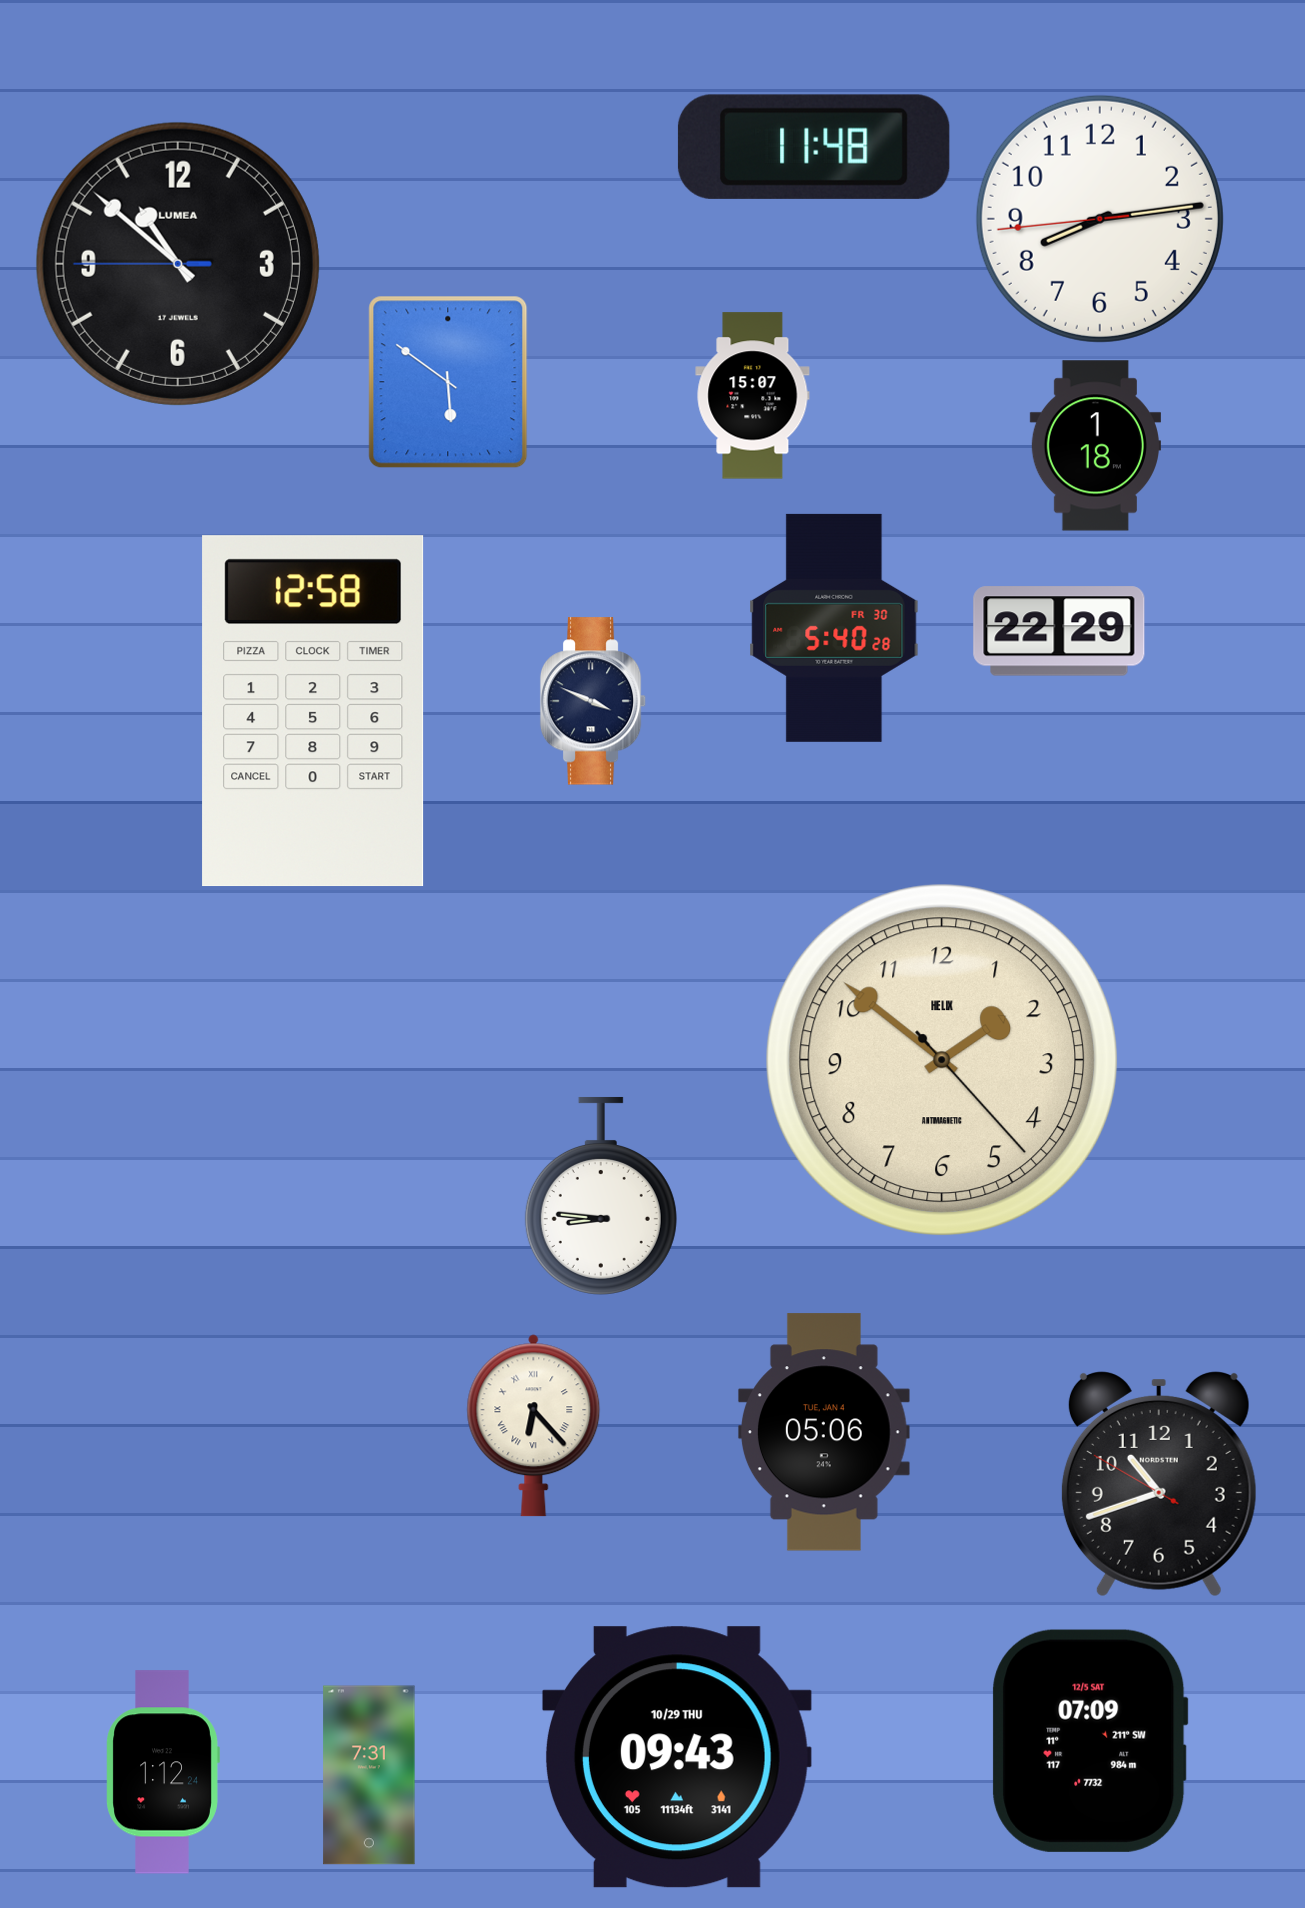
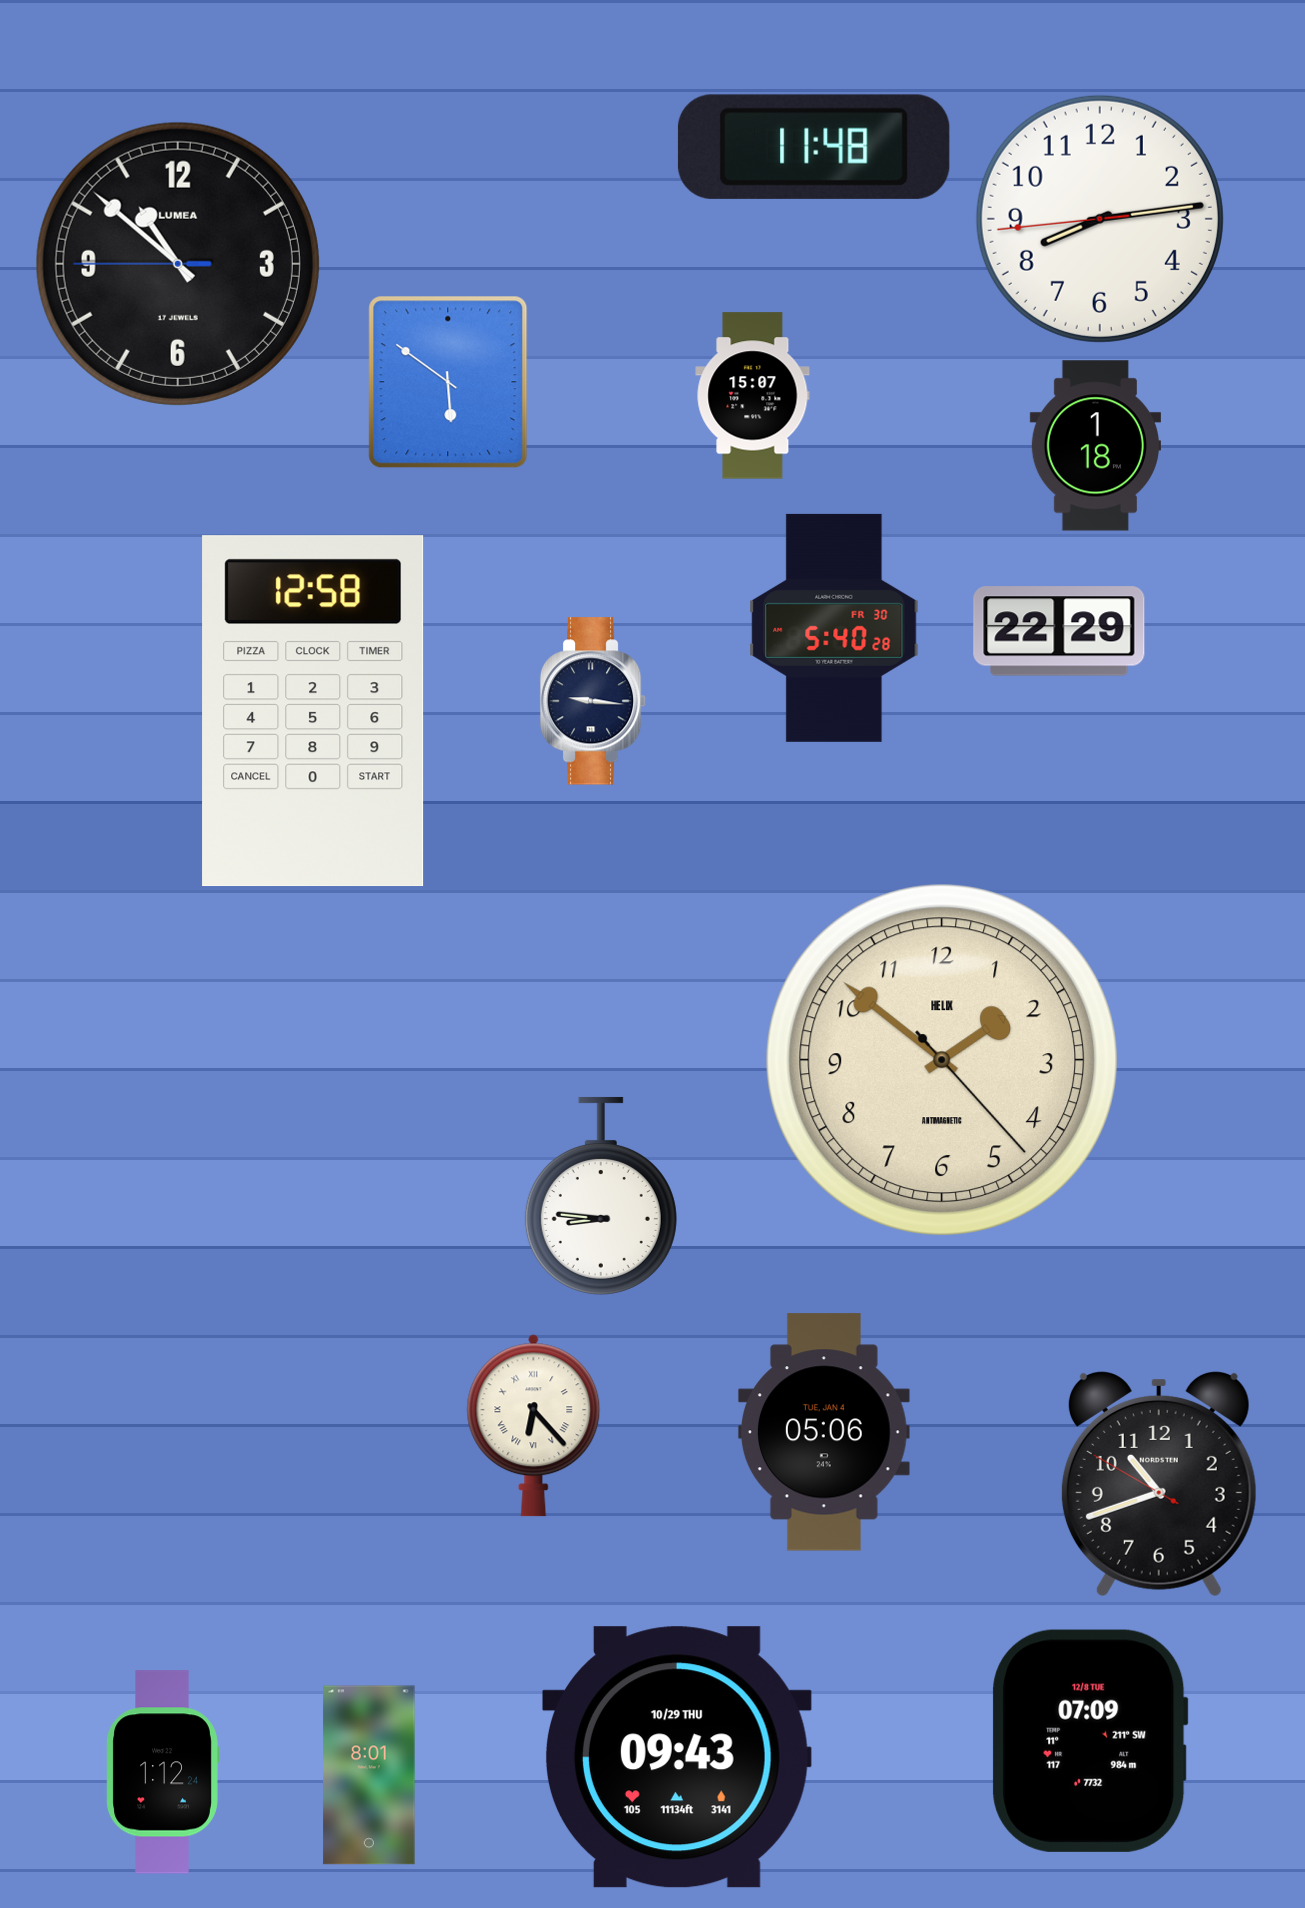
clock at (593, 701): 3:49 -> 9:16
clock at (1090, 1741) date: 12/5 SAT -> 12/8 TUE
clock at (369, 1775): 7:31 -> 8:01
